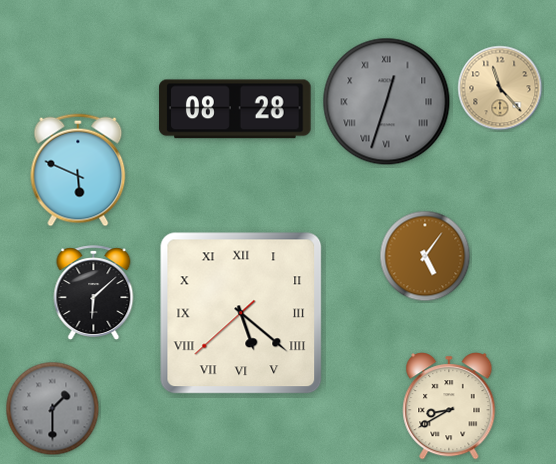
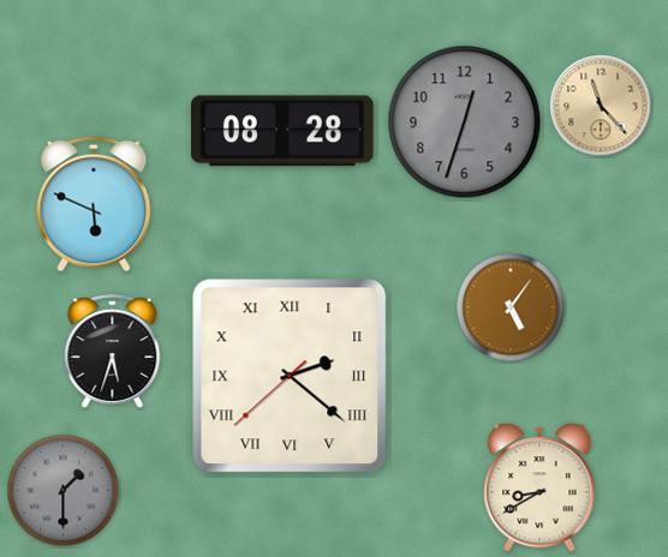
clock at (387, 102) numerals: Roman -> Arabic
clock at (94, 292): 6:08 -> 5:33
clock at (241, 313): 5:21 -> 2:21
